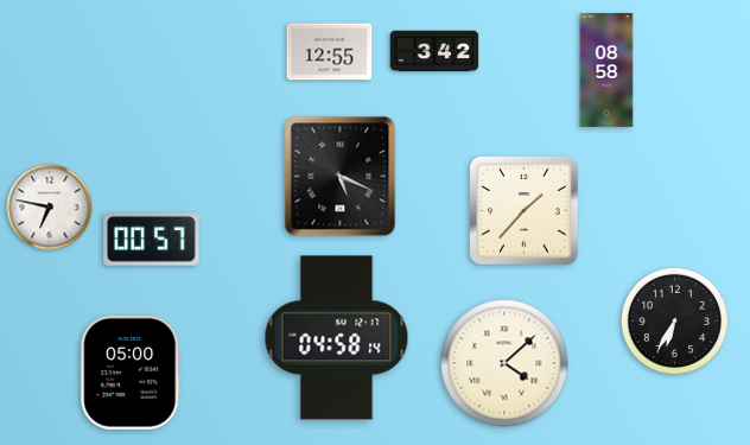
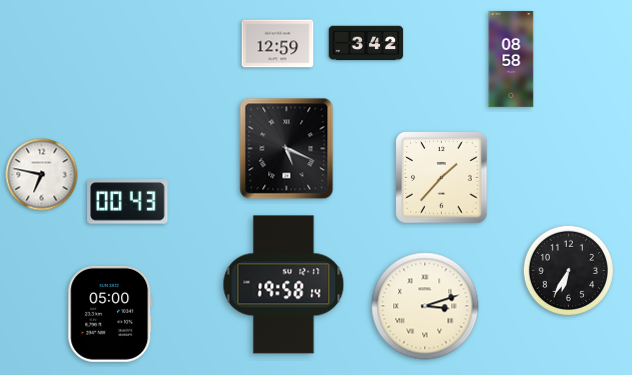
clock at (330, 52): 12:55 -> 12:59
clock at (152, 240): 00:57 -> 00:43
clock at (337, 338): 04:58 -> 19:58
clock at (504, 363): 4:08 -> 3:12
